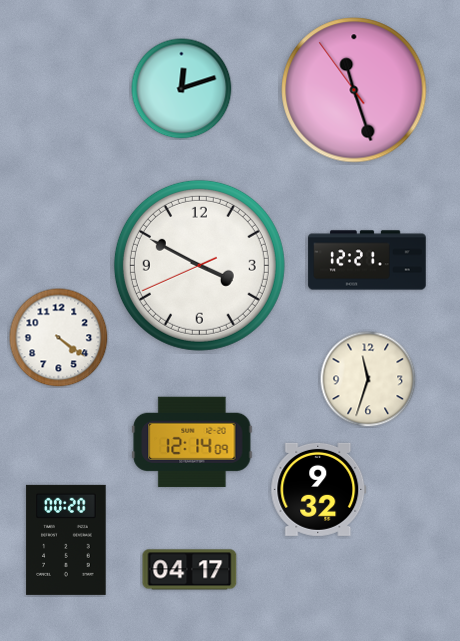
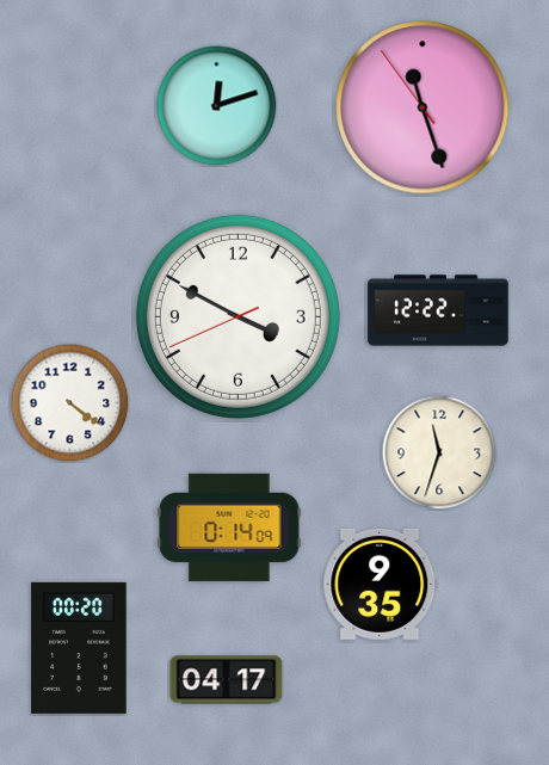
clock at (367, 260): 12:21 -> 12:22
clock at (192, 442): 12:14 -> 0:14
clock at (319, 489): 9:32 -> 9:35
clock at (66, 540) position: (66, 540) -> (79, 648)
